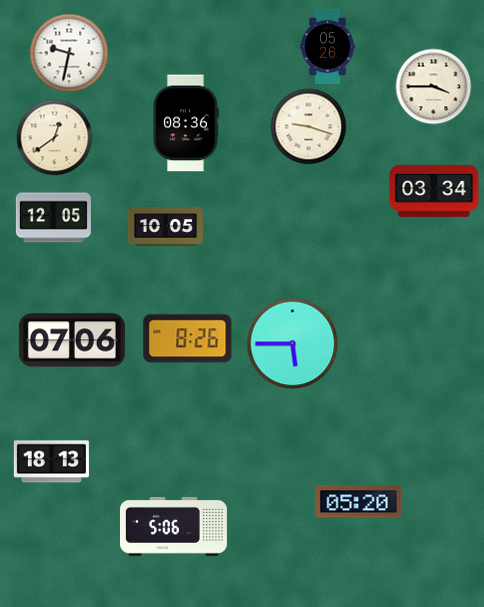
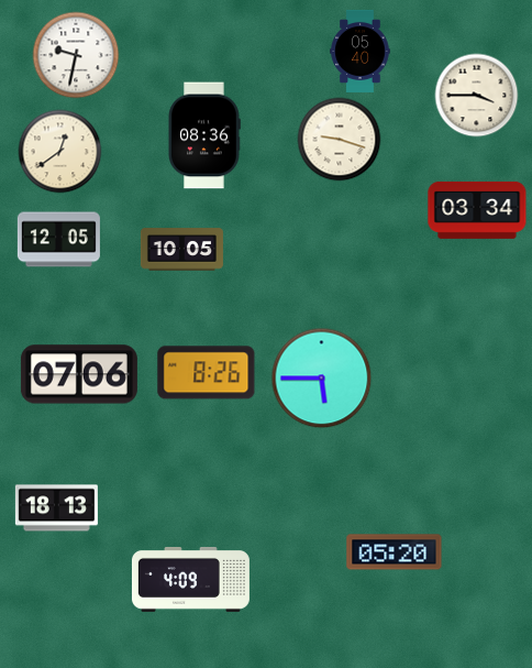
clock at (328, 46): 05:26 -> 05:40
clock at (69, 53) position: (69, 53) -> (76, 55)
clock at (173, 526): 5:06 -> 4:09
